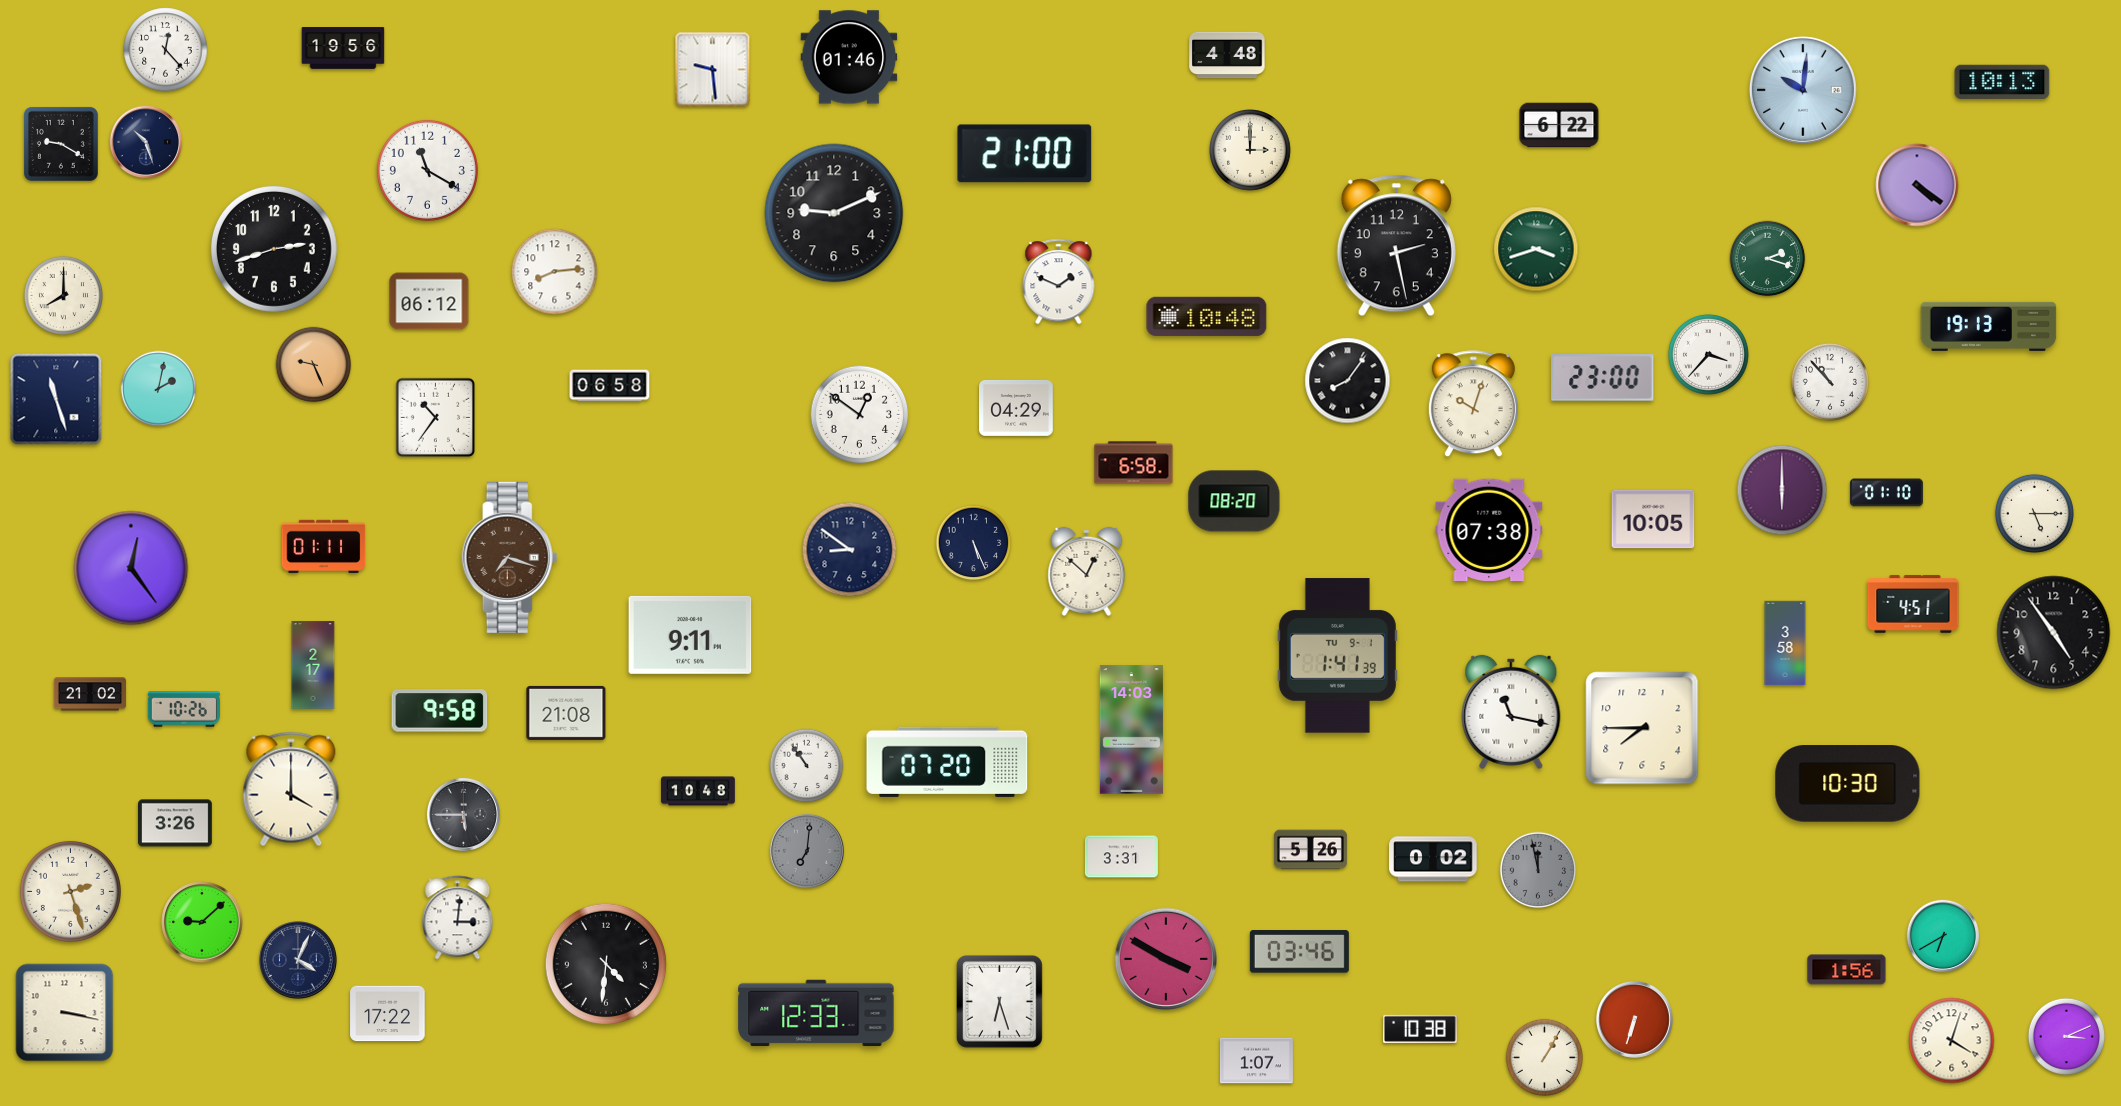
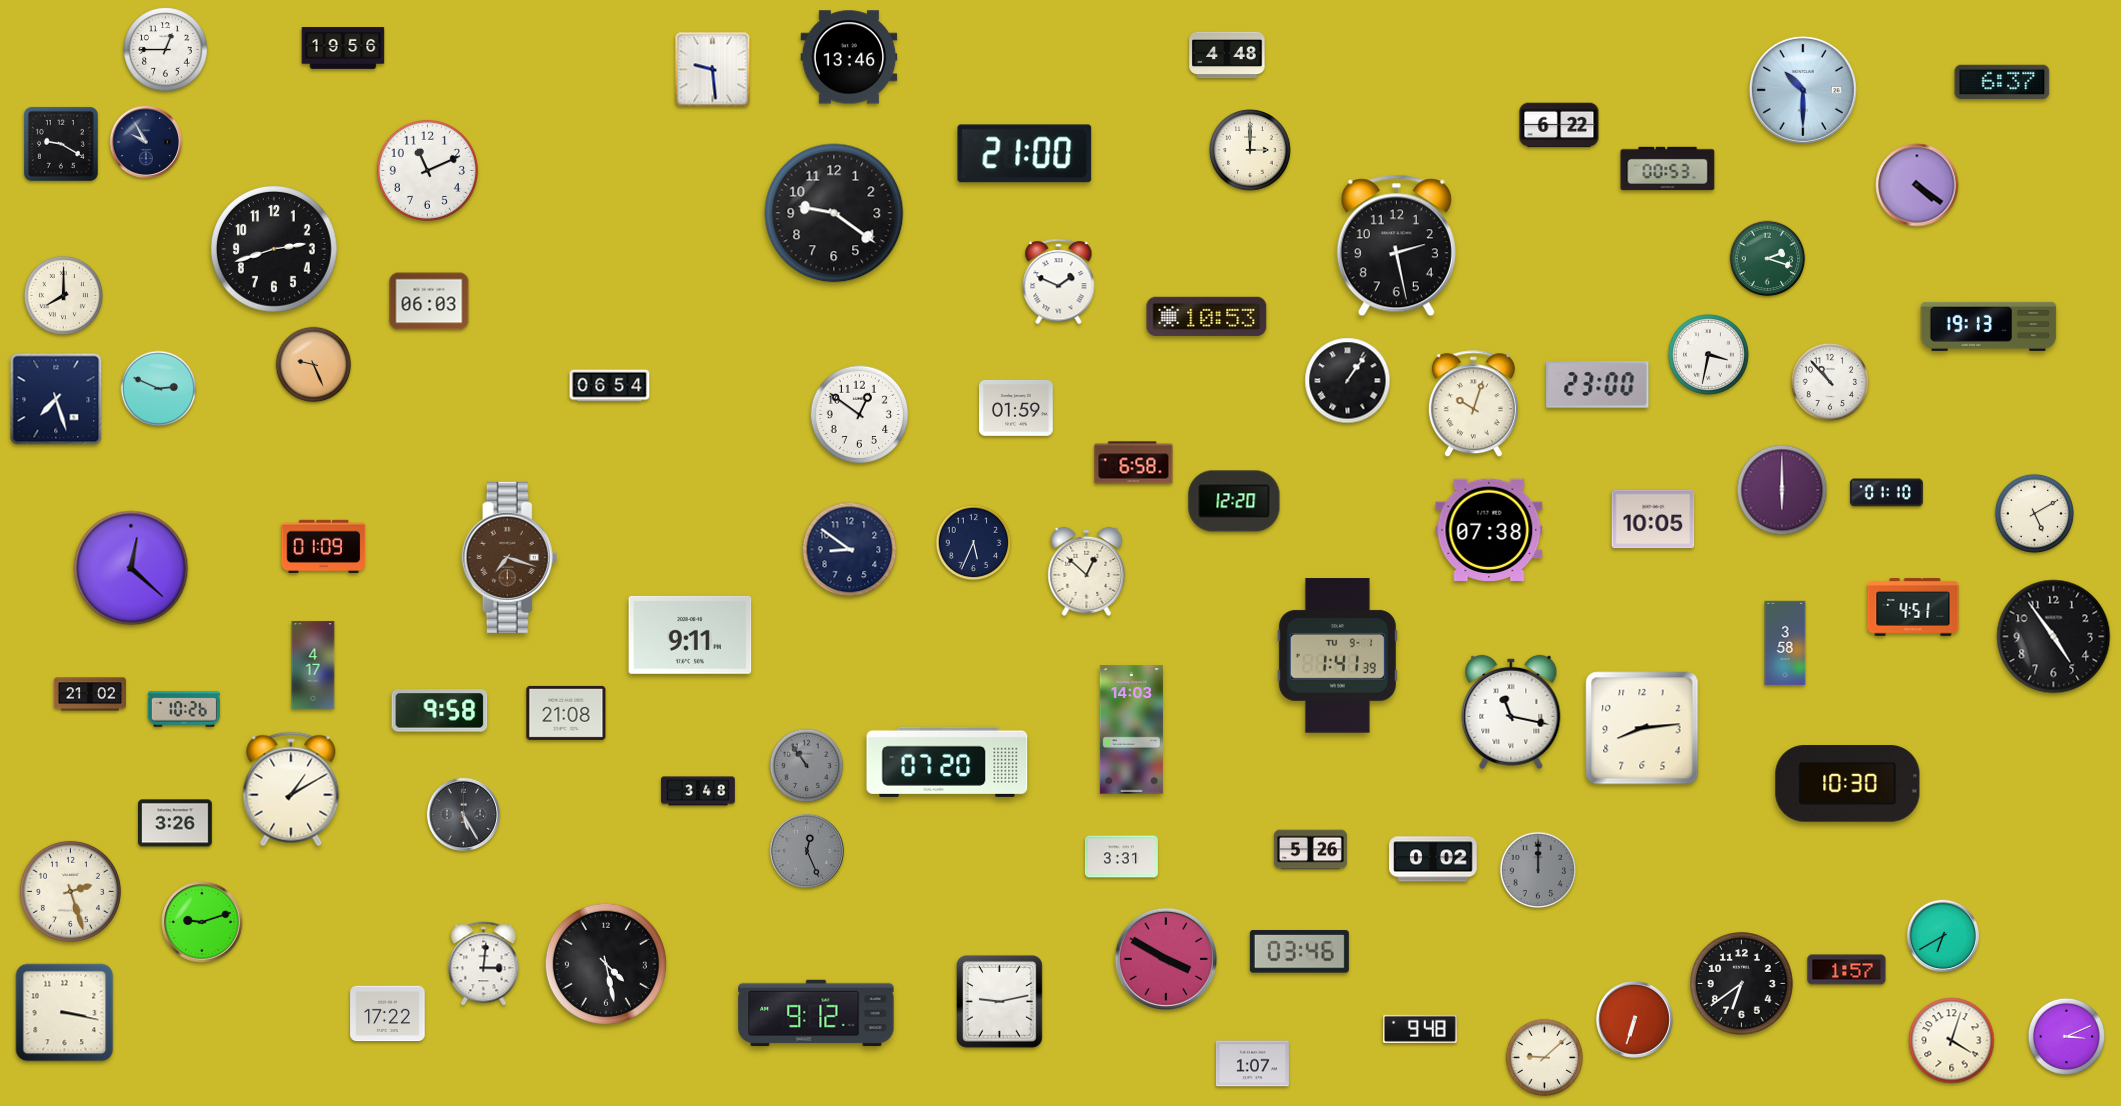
clock at (166, 50): 12:23 -> 12:45
clock at (849, 57): 01:46 -> 13:46
clock at (2002, 82): 10:13 -> 6:37
clock at (1803, 90): 10:01 -> 10:30
clock at (145, 141): 10:27 -> 9:55
clock at (1668, 169): none -> 00:53
clock at (427, 170): 11:20 -> 11:11
clock at (834, 213): 9:11 -> 9:21
clock at (1536, 249): 3:42 -> none
clock at (555, 272): 8:14 -> none
clock at (429, 301): 06:12 -> 06:03
clock at (1207, 316): 10:48 -> 10:53
clock at (1708, 354): 3:37 -> 3:32
clock at (1603, 378) position: (1603, 378) -> (1598, 385)
clock at (1348, 381): 8:06 -> 1:06
clock at (610, 386): 06:58 -> 06:54
clock at (159, 389): 2:02 -> 2:49
clock at (56, 399): 11:27 -> 7:27
clock at (1017, 408): 04:29 -> 01:59
clock at (436, 418): 10:36 -> none
clock at (1234, 501): 08:20 -> 12:20
clock at (2034, 513): 5:15 -> 5:10
clock at (974, 543): 5:26 -> 5:34
clock at (324, 546): 01:11 -> 01:09
clock at (131, 568): 12:24 -> 12:22
clock at (1913, 604) position: (1913, 604) -> (1913, 607)
clock at (2054, 633) position: (2054, 633) -> (2054, 637)
clock at (313, 665): 2:17 -> 4:17
clock at (1642, 728): 7:45 -> 8:14
clock at (807, 766) dial: white -> grey
clock at (291, 789): 4:00 -> 1:10
clock at (699, 791): 10:48 -> 3:48
clock at (463, 814): 5:45 -> 5:25
clock at (807, 851): 7:01 -> 12:26
clock at (1538, 870): 11:58 -> 12:00
clock at (458, 918) position: (458, 918) -> (484, 964)
clock at (202, 922): 9:08 -> 9:12
clock at (299, 961): 4:04 -> none
clock at (606, 964): 4:31 -> 4:28
clock at (1847, 970): 1:56 -> 1:57
clock at (1741, 983): none -> 6:39
clock at (1000, 1002): 6:27 -> 9:13
clock at (816, 1013): 12:33 -> 9:12
clock at (1421, 1029): 10:38 -> 9:48
clock at (1544, 1057): 1:05 -> 9:08
clock at (1256, 1061) position: (1256, 1061) -> (1252, 1064)
